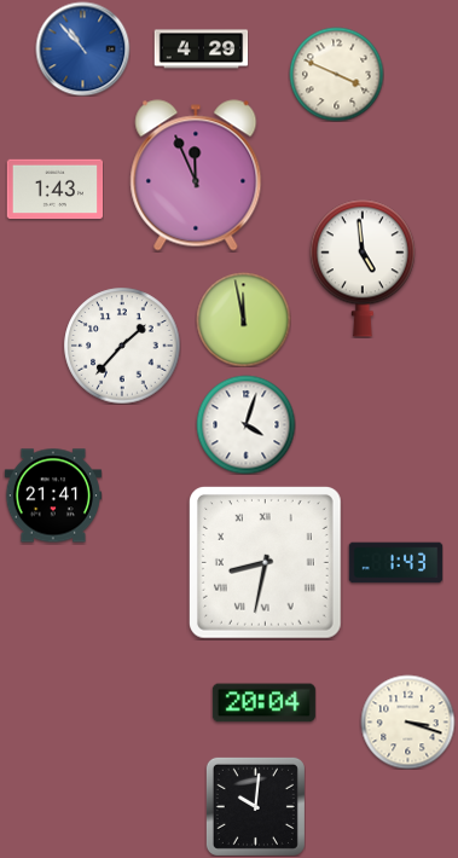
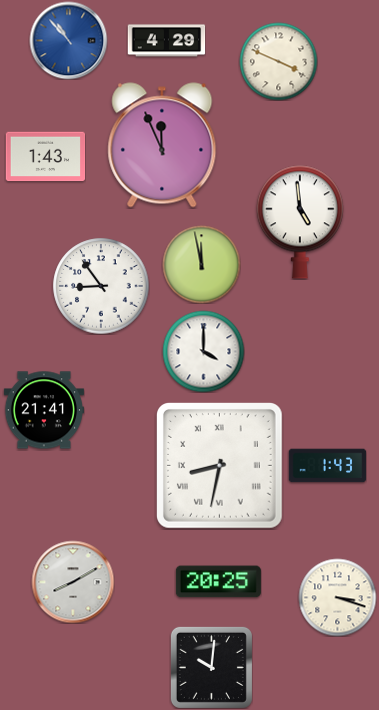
clock at (122, 346): 1:37 -> 8:54
clock at (245, 424): 4:03 -> 4:00
clock at (73, 582): none -> 8:10
clock at (263, 703): 20:04 -> 20:25
